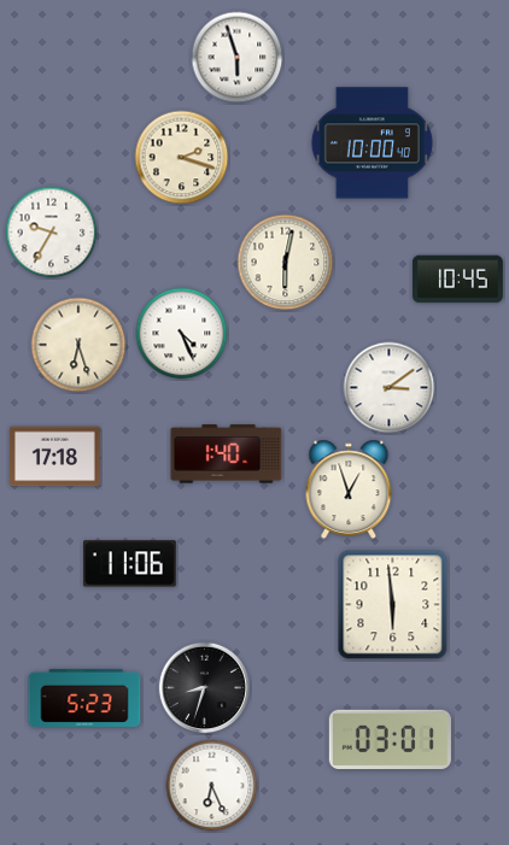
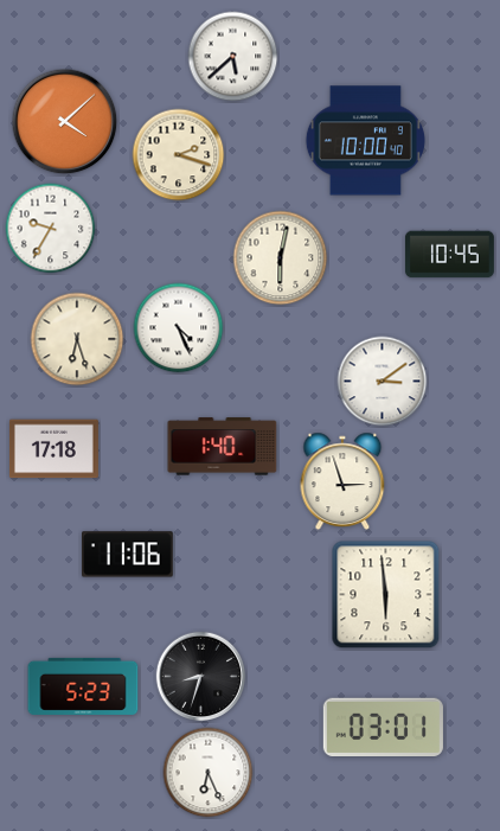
clock at (238, 58): 5:57 -> 5:38
clock at (65, 122): none -> 4:08
clock at (457, 280) position: (457, 280) -> (449, 255)
clock at (349, 489): 12:57 -> 2:57
